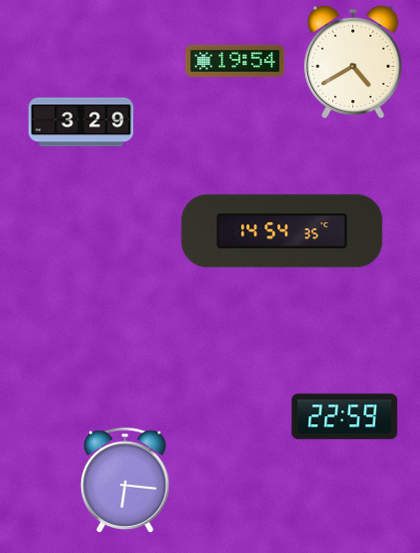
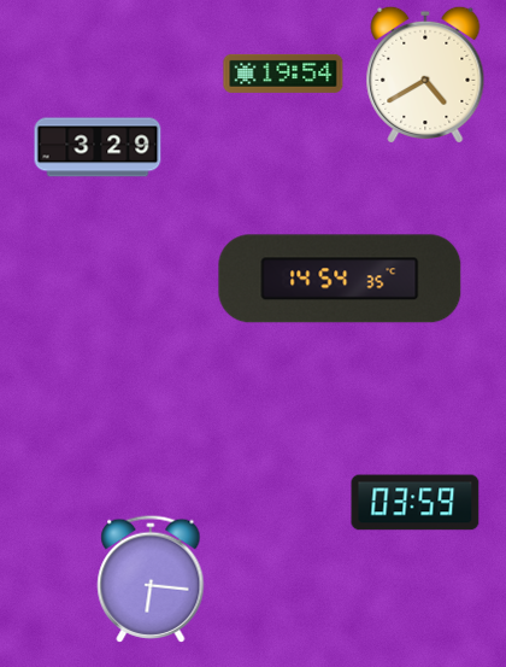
clock at (345, 417): 22:59 -> 03:59
